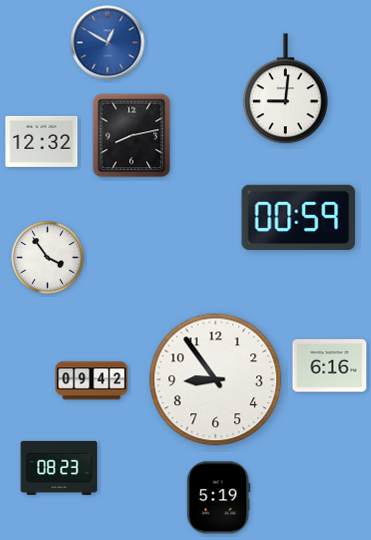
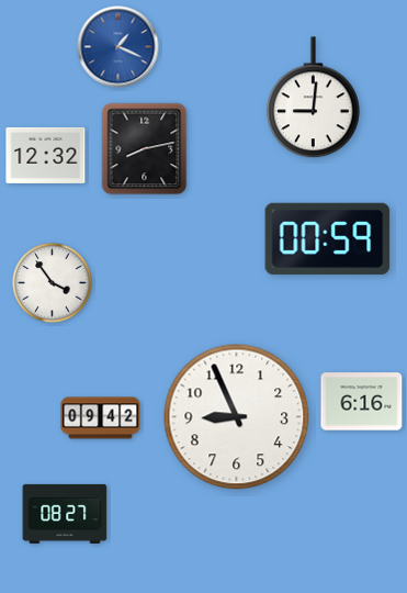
clock at (108, 43): 12:50 -> 1:19
clock at (216, 380): 8:54 -> 8:56
clock at (59, 468): 08:23 -> 08:27
clock at (219, 498): 5:19 -> none
